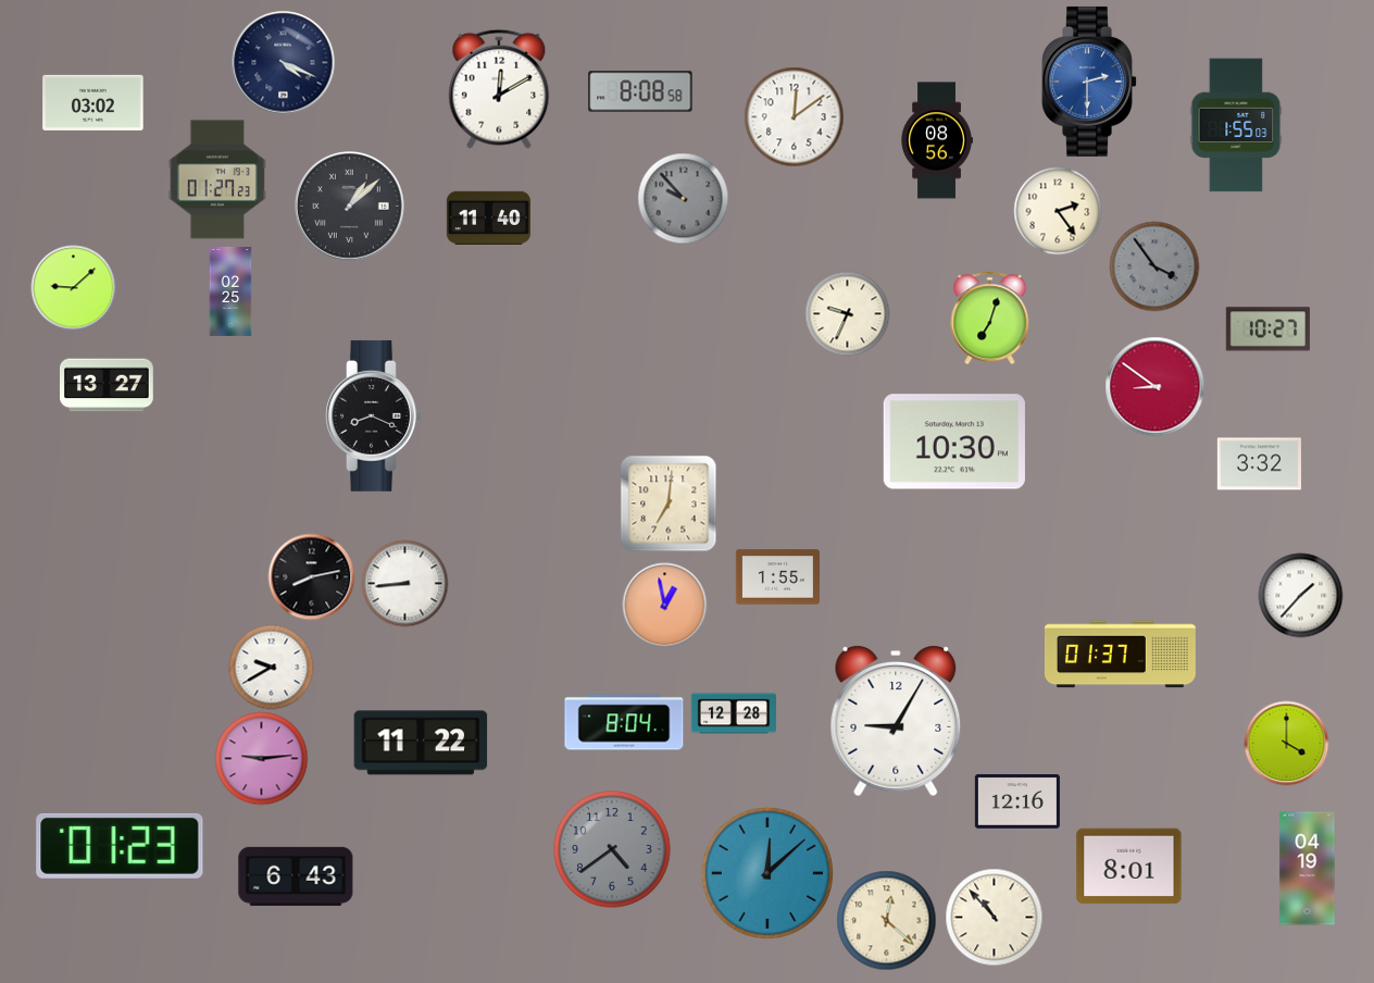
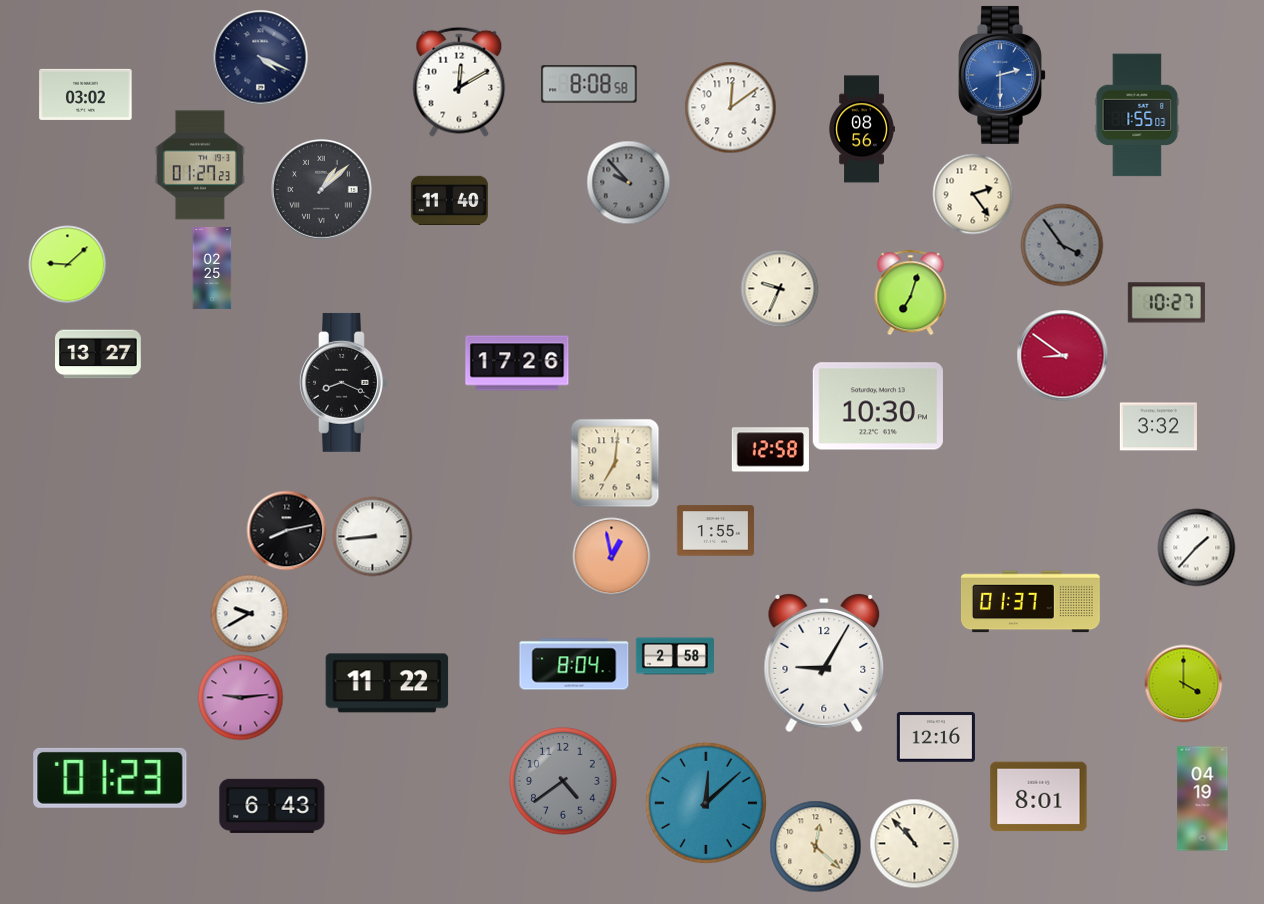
clock at (517, 363): none -> 17:26
clock at (770, 450): none -> 12:58
clock at (734, 713): 12:28 -> 2:58
